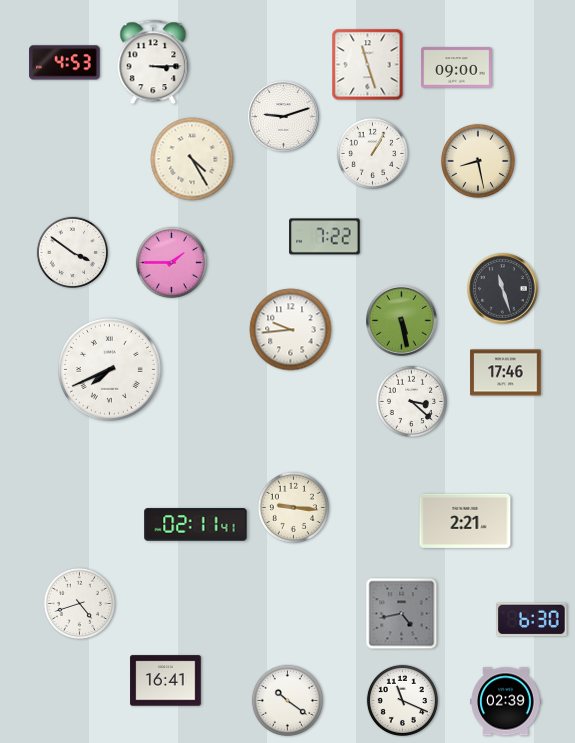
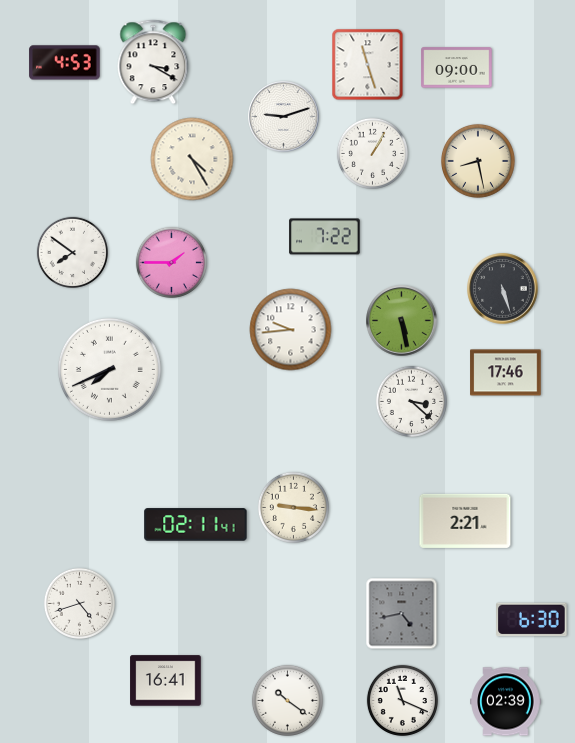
clock at (153, 62): 3:15 -> 3:20
clock at (72, 252): 3:51 -> 7:51
clock at (503, 289): 11:27 -> 5:27
